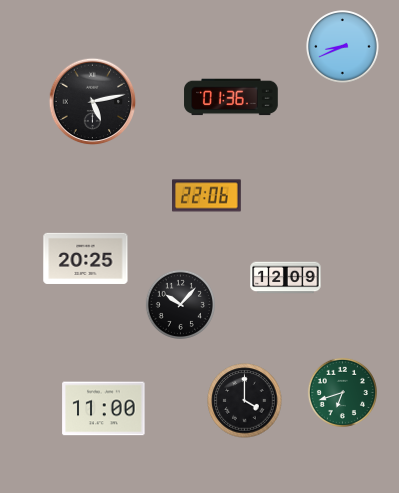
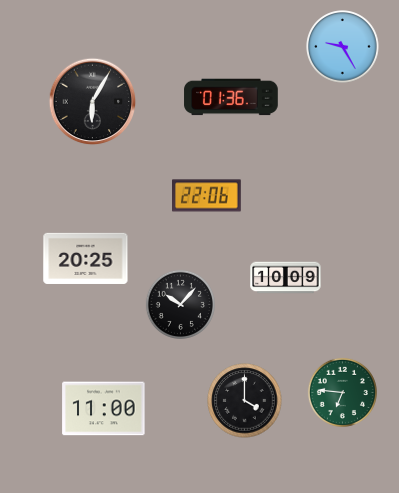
clock at (343, 47): 8:41 -> 9:25
clock at (93, 102): 5:13 -> 6:05
clock at (286, 278): 12:09 -> 10:09
clock at (342, 392): 6:42 -> 6:46
